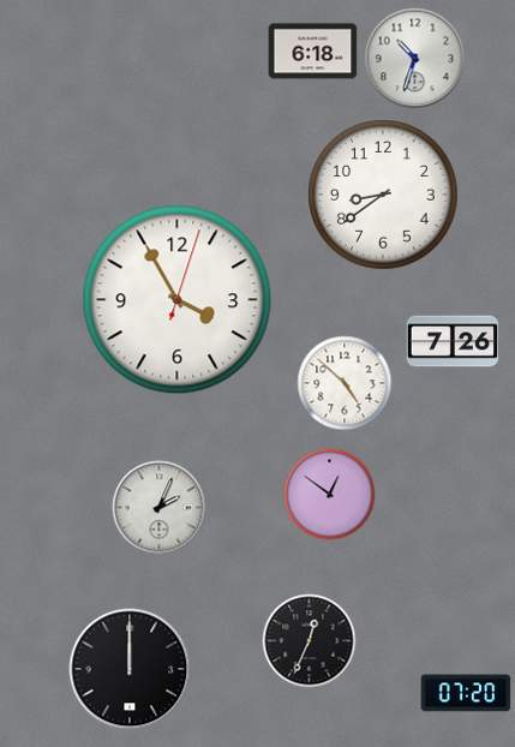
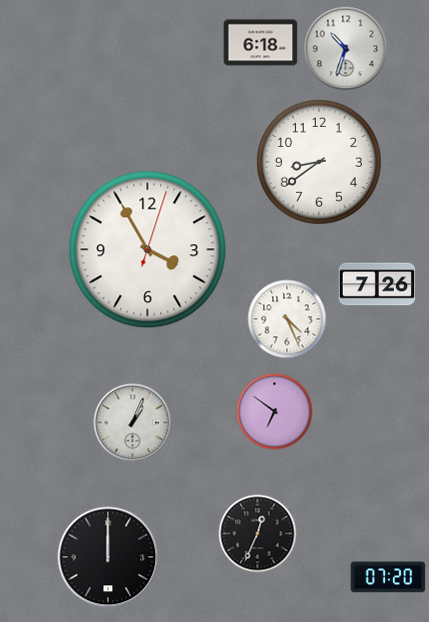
clock at (345, 383): 4:52 -> 4:26
clock at (330, 495): 12:51 -> 6:51
clock at (160, 508): 2:04 -> 1:04
